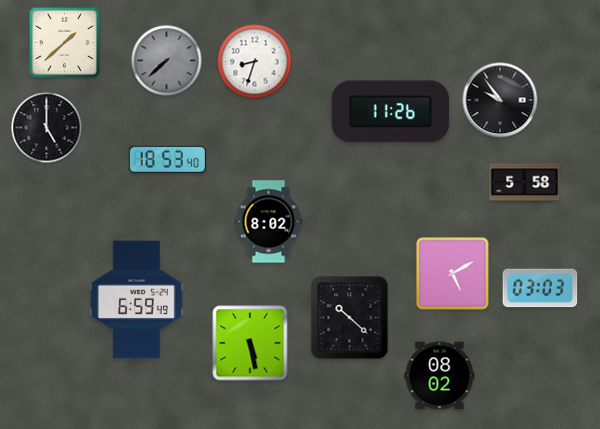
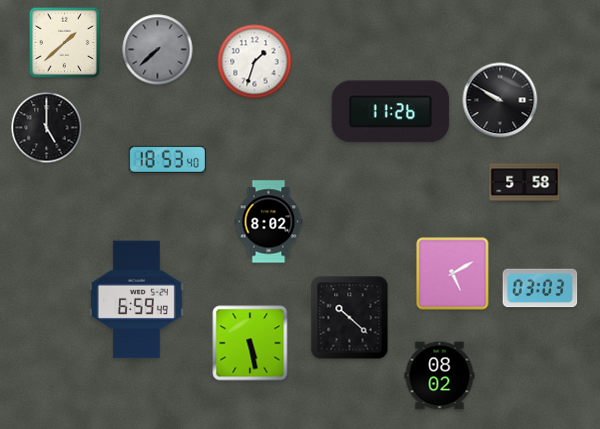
clock at (167, 61) position: (167, 61) -> (158, 50)
clock at (255, 62): 8:33 -> 1:33
clock at (500, 100): 9:54 -> 9:50
